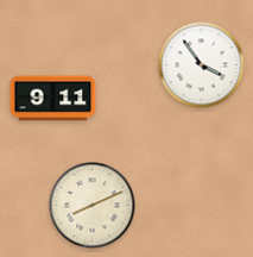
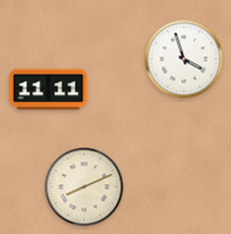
clock at (202, 65): 3:54 -> 3:57
clock at (53, 99): 9:11 -> 11:11
